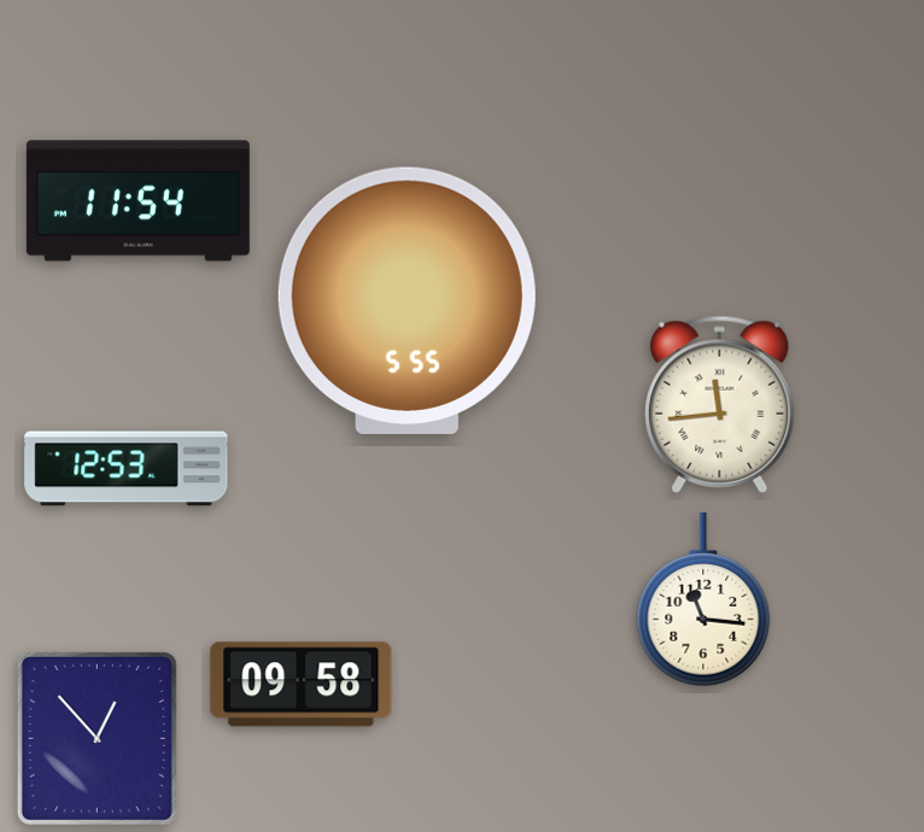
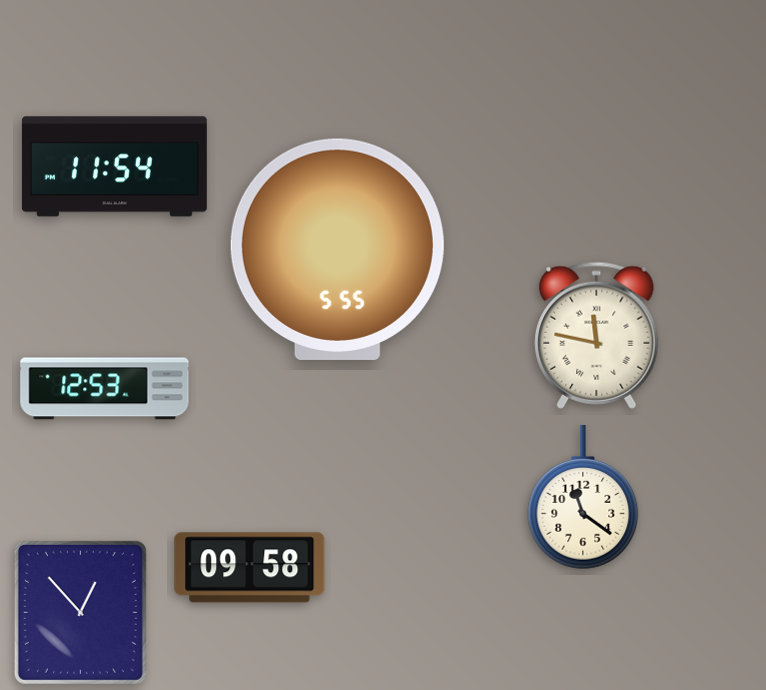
clock at (720, 404): 11:44 -> 11:47
clock at (703, 600): 11:16 -> 11:21
